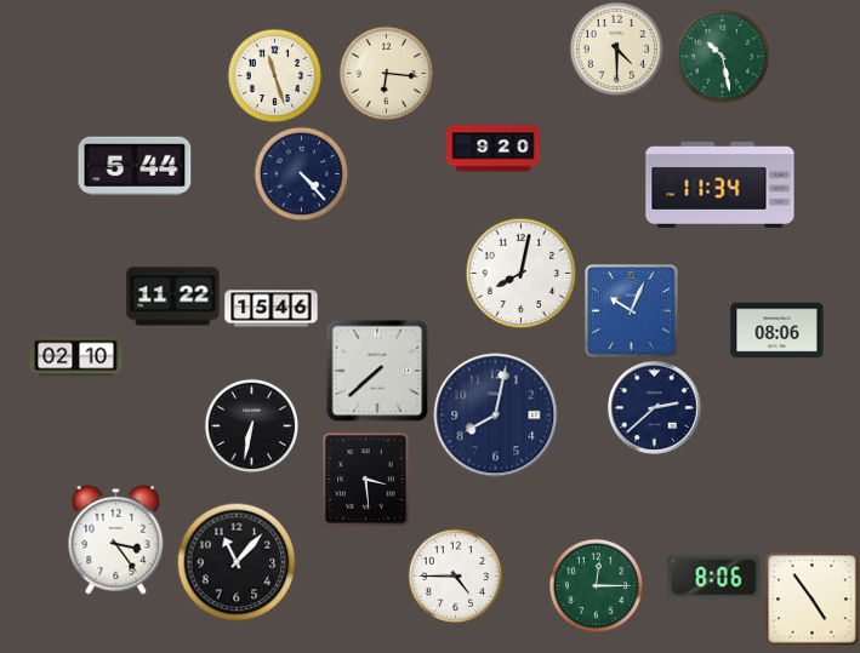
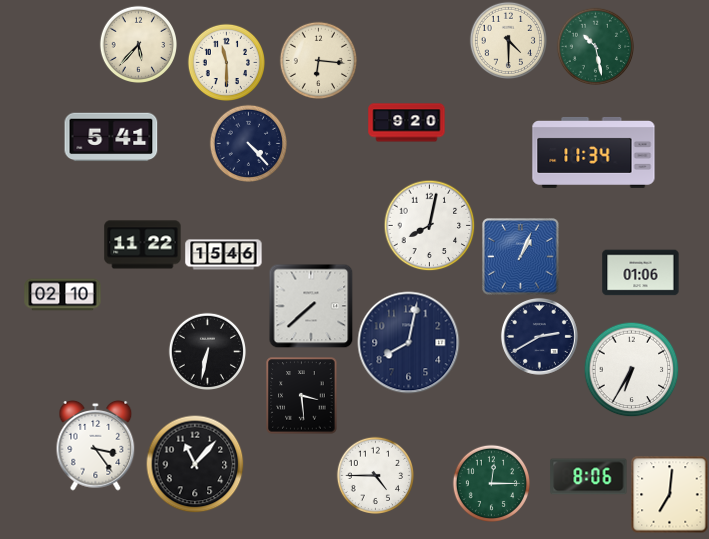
clock at (138, 44): none -> 5:37
clock at (274, 75): 11:27 -> 11:30
clock at (135, 166): 5:44 -> 5:41
clock at (632, 311): 10:04 -> 1:04
clock at (778, 331): 08:06 -> 01:06
clock at (654, 407): 2:38 -> 2:40
clock at (631, 369): none -> 6:35
clock at (811, 598): 4:54 -> 7:01
